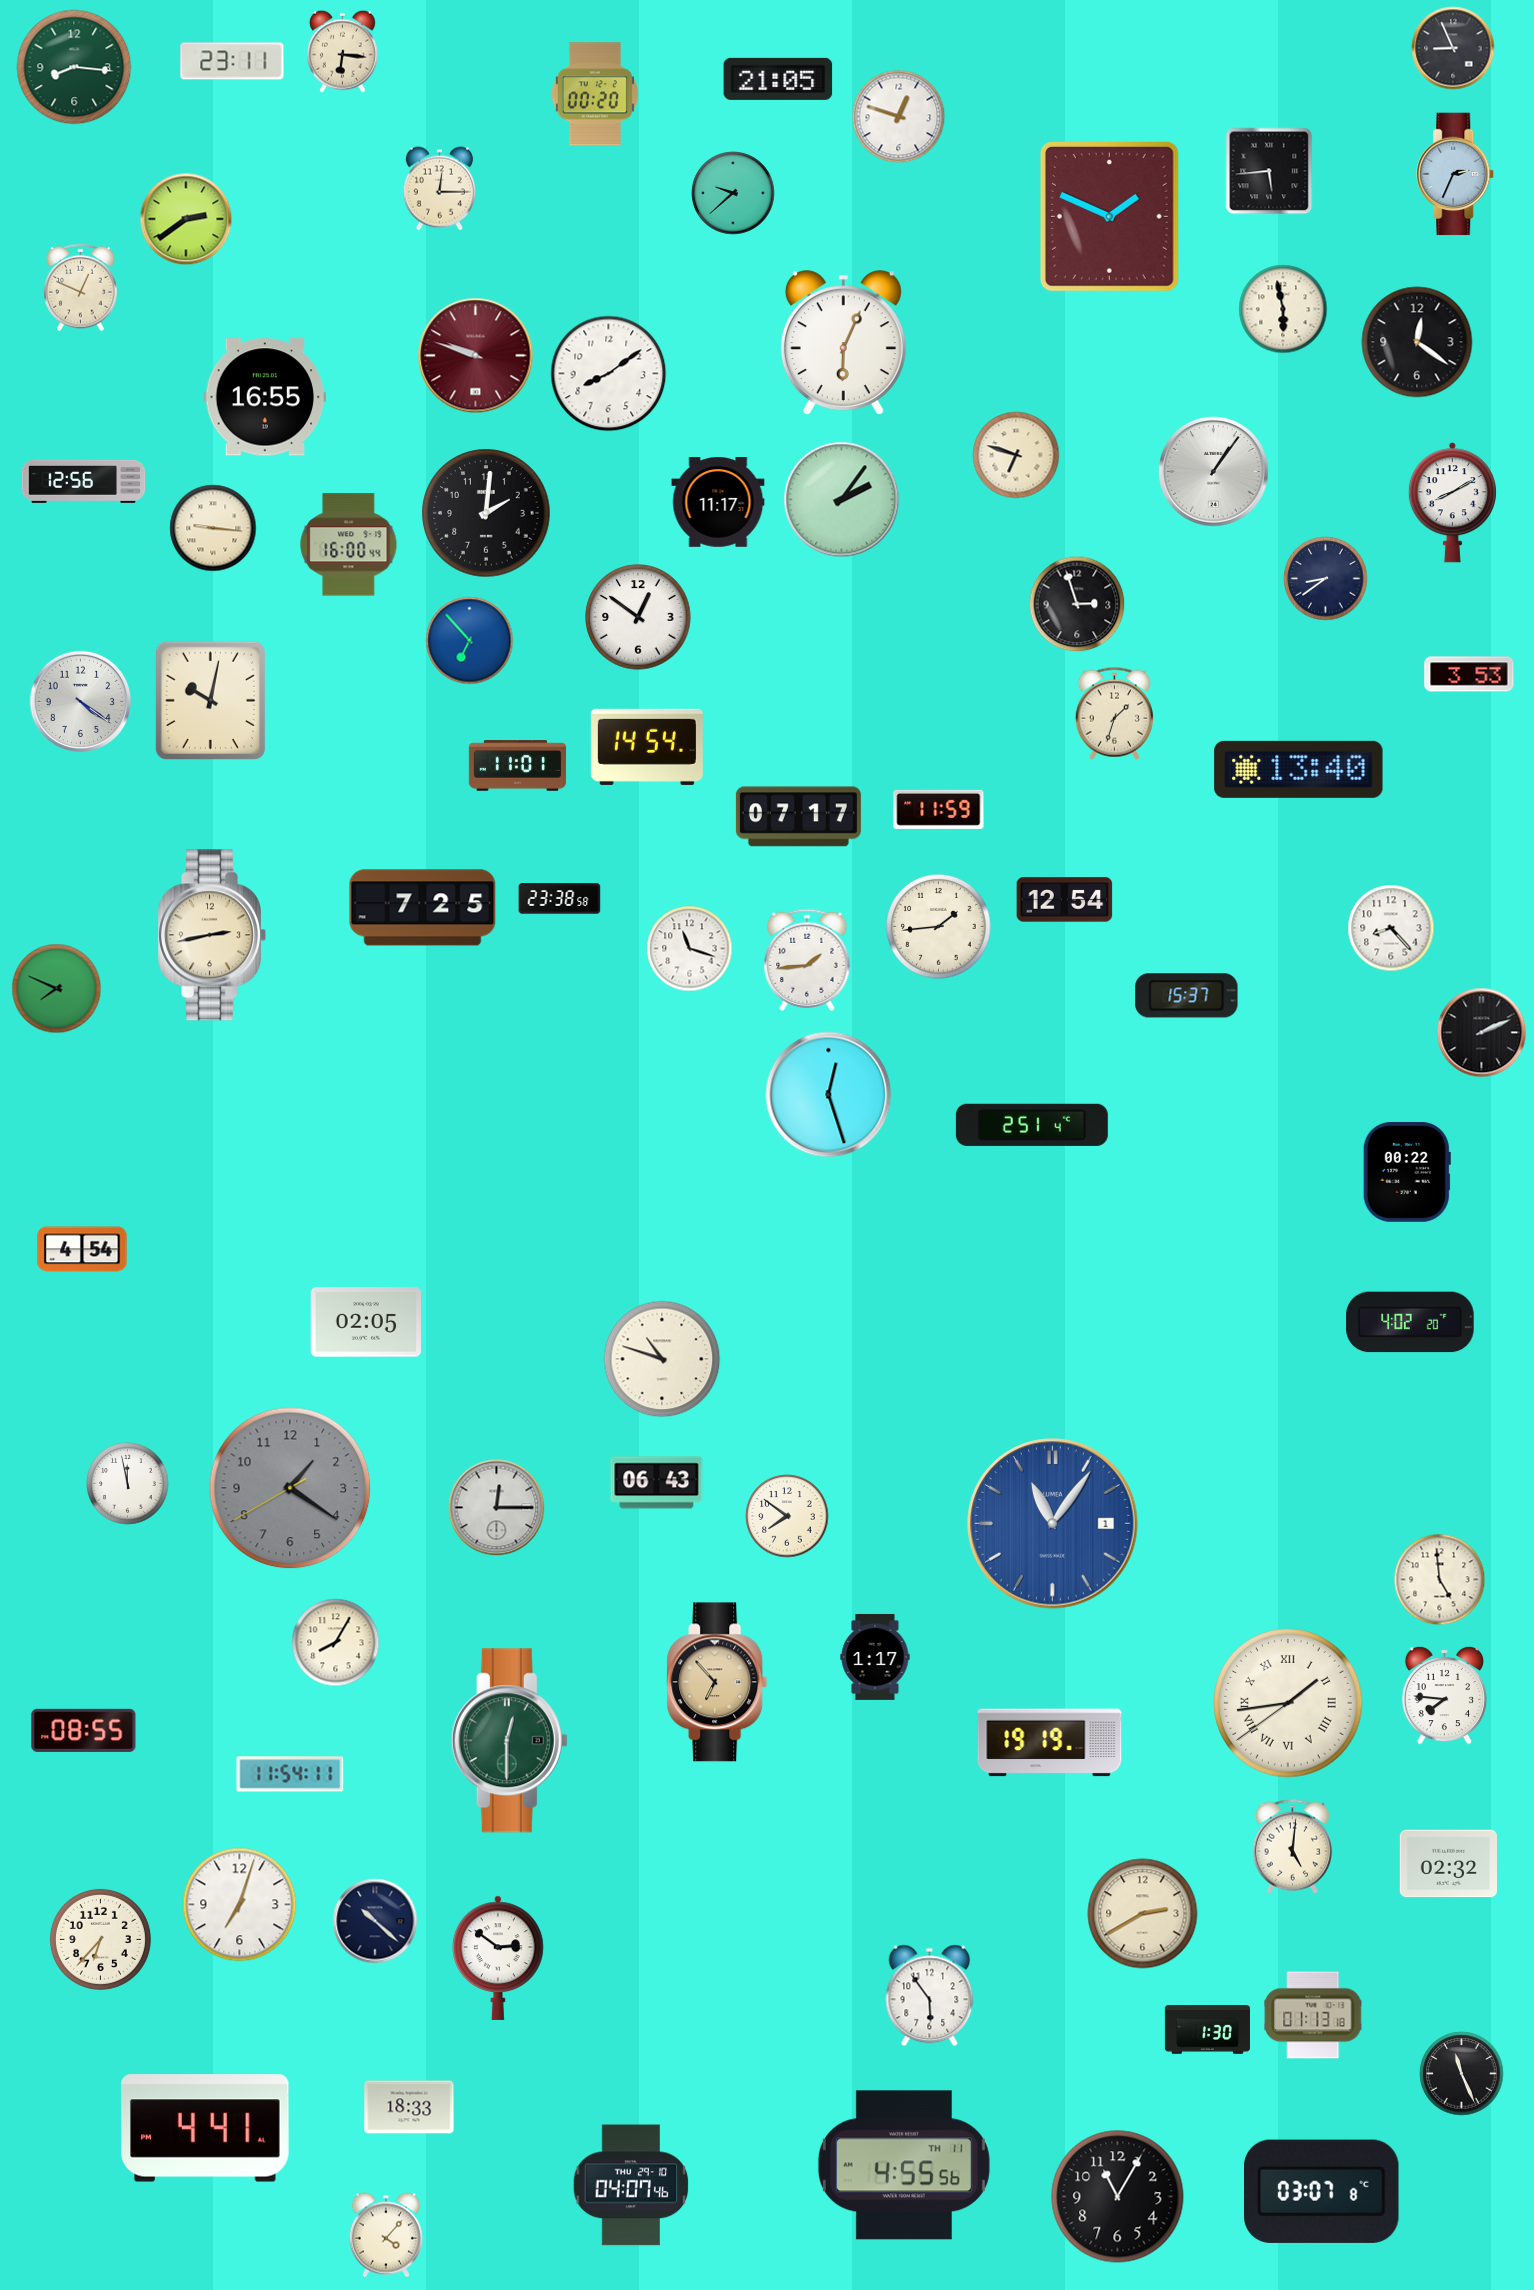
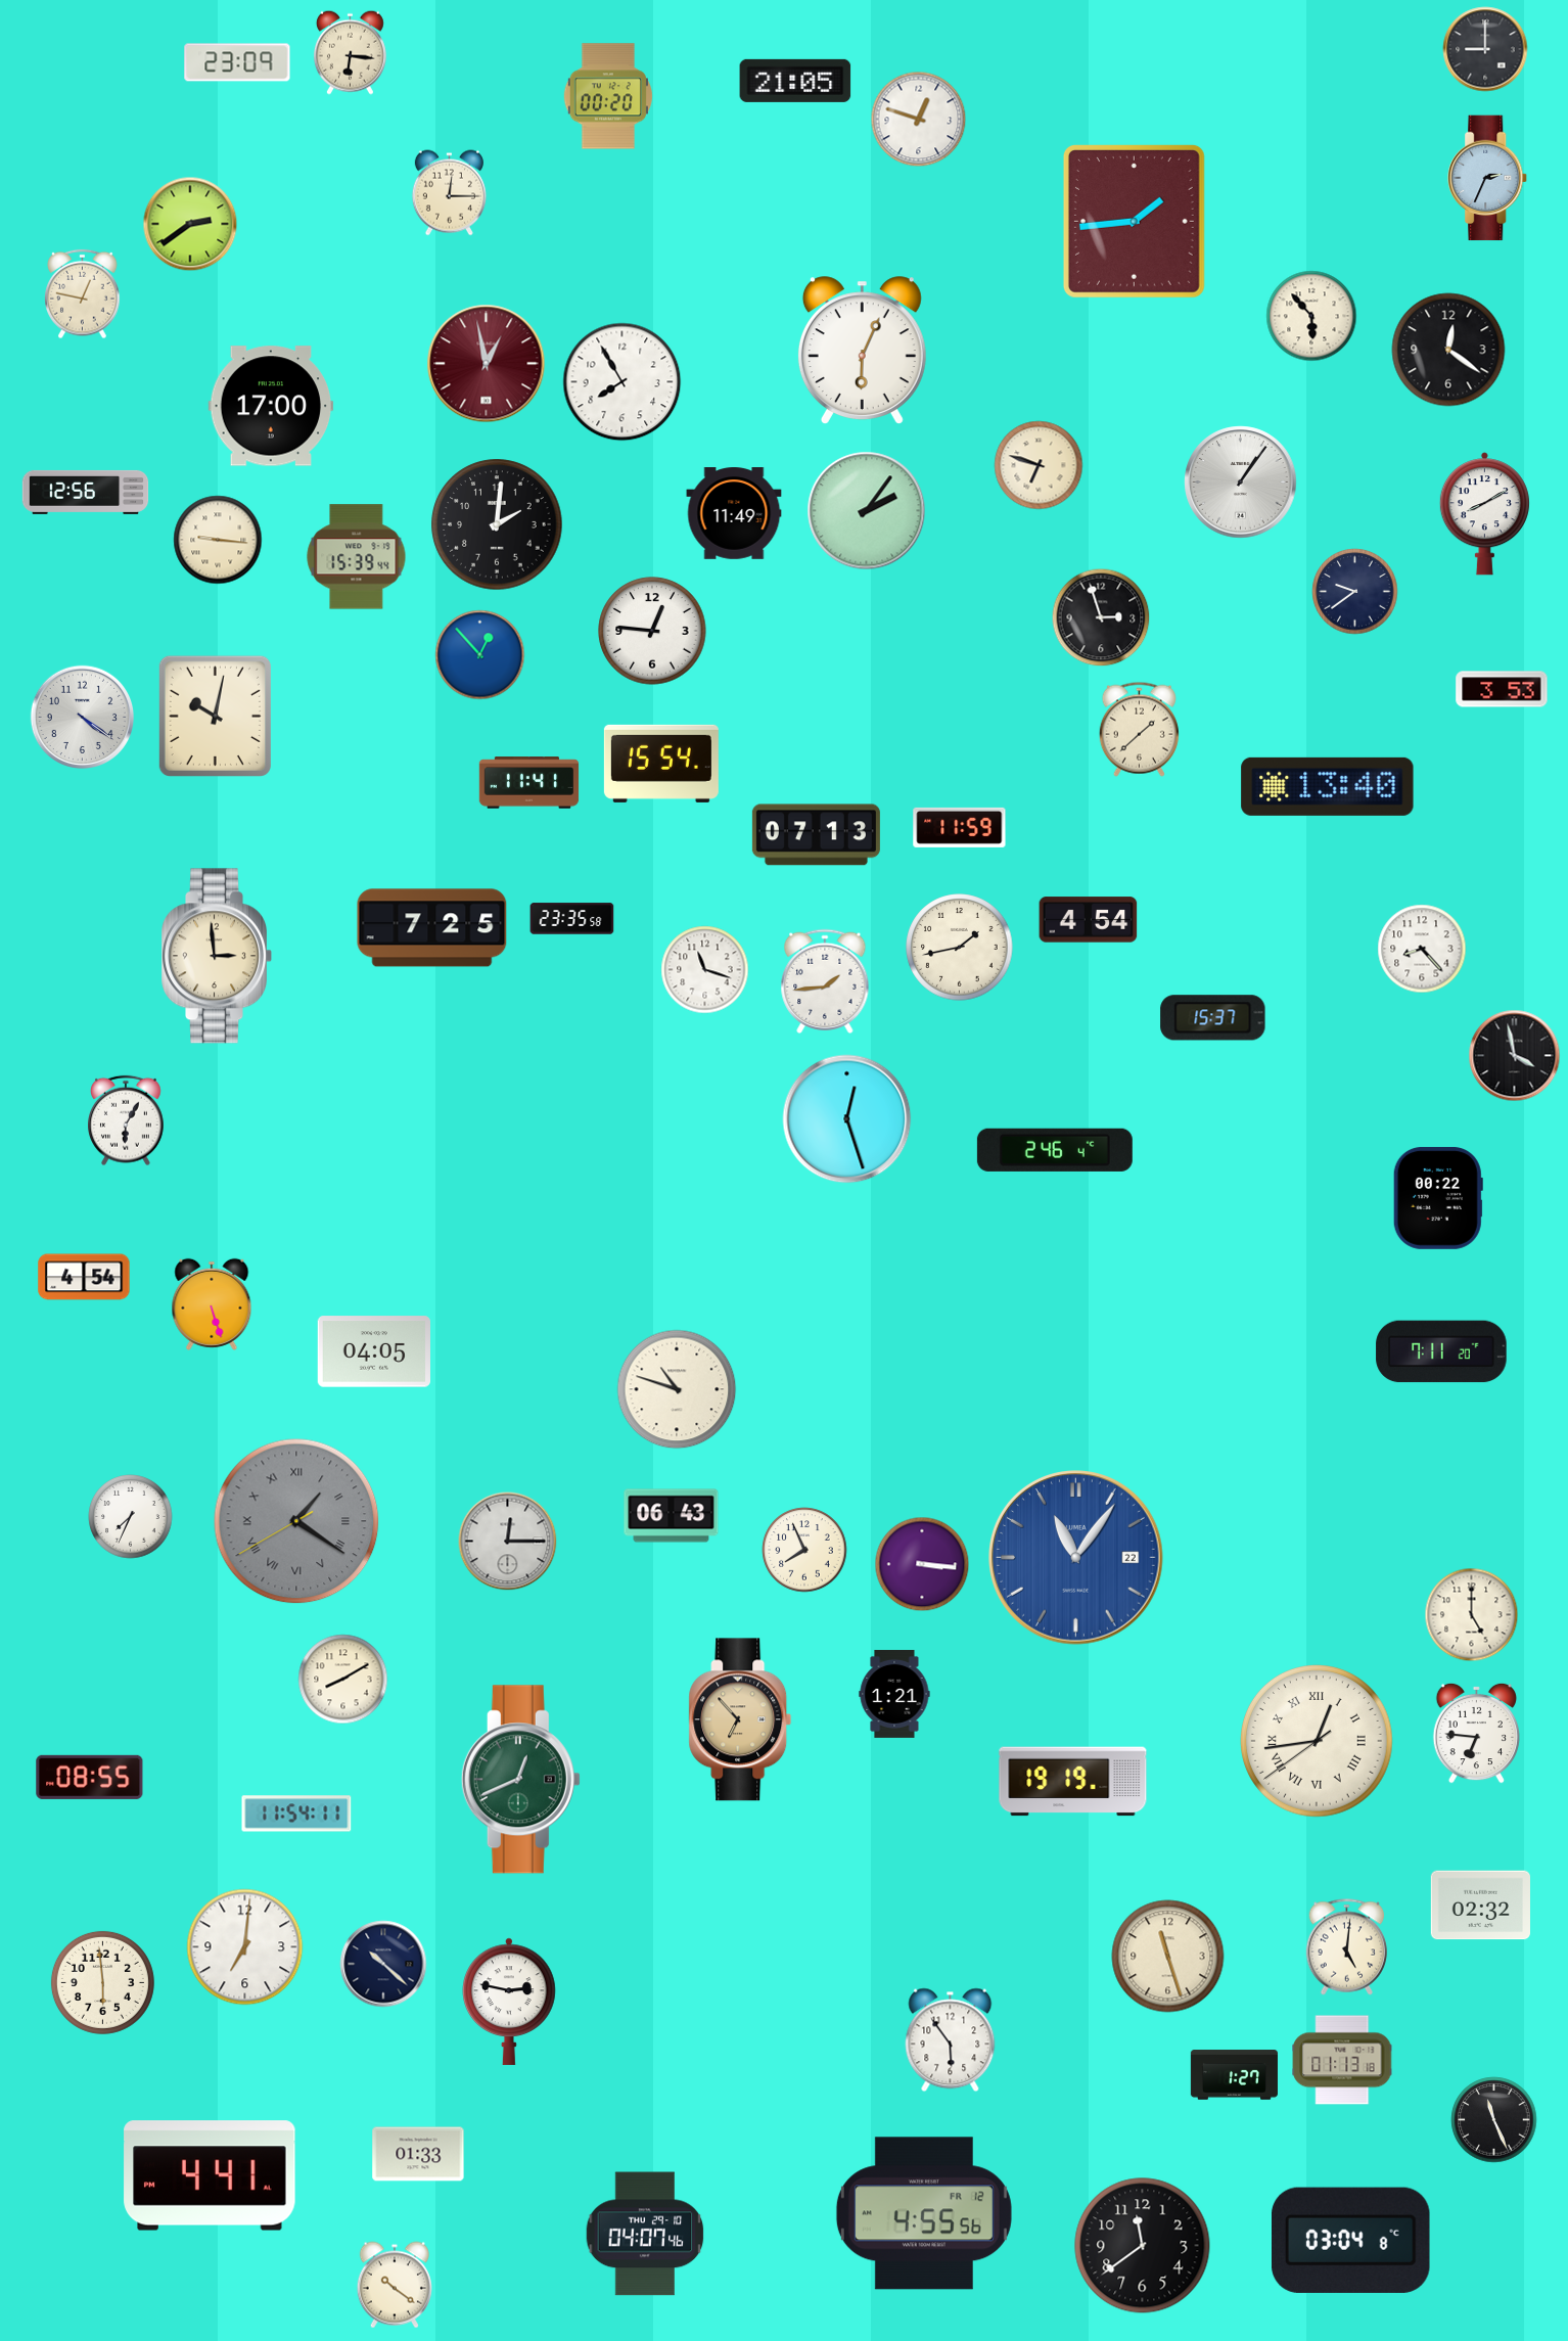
clock at (1453, 48): 8:56 -> 9:00
clock at (232, 61): 23:11 -> 23:09
clock at (74, 67): 8:16 -> none
clock at (1269, 171): 5:44 -> none
clock at (733, 193): 9:38 -> none
clock at (1109, 216): 1:49 -> 1:44
clock at (81, 288): 12:49 -> 12:47
clock at (1283, 309): 5:58 -> 5:53
clock at (476, 356): 9:48 -> 12:58
clock at (609, 374): 8:09 -> 7:55
clock at (265, 397): 16:55 -> 17:00
clock at (842, 500) position: (842, 500) -> (867, 511)
clock at (718, 502): 11:17 -> 11:49
clock at (349, 545): 16:00 -> 15:39
clock at (1326, 579): 8:39 -> 9:39
clock at (638, 617): 12:51 -> 12:46
clock at (470, 641): 6:53 -> 12:53
clock at (1114, 713): 1:33 -> 1:38
clock at (647, 747): 14:54 -> 15:54
clock at (518, 766): 11:01 -> 11:41
clock at (798, 817): 07:17 -> 07:13
clock at (560, 899): 23:38 -> 23:35
clock at (1065, 900): 12:54 -> 4:54
clock at (939, 927): 1:44 -> 1:43
clock at (212, 935): 2:43 -> 2:59
clock at (57, 989): 7:49 -> none
clock at (1482, 1033): 2:11 -> 3:58
clock at (127, 1120): none -> 6:05
clock at (1032, 1125): 2:51 -> 2:46
clock at (212, 1304): none -> 5:27
clock at (365, 1322): 02:05 -> 04:05
clock at (1410, 1322): 4:02 -> 7:11
clock at (128, 1484): 11:58 -> 7:34
clock at (290, 1488) numerals: Arabic -> Roman
clock at (787, 1516): 7:51 -> 7:56
clock at (1053, 1524) date: 1 -> 22
clock at (922, 1564): none -> 3:16
clock at (1440, 1580): 4:59 -> 5:00
clock at (336, 1643): 8:05 -> 8:10
clock at (875, 1657): 1:17 -> 1:21
clock at (717, 1682) position: (717, 1682) -> (740, 1719)
clock at (1444, 1695): 7:46 -> 6:46
clock at (1289, 1704): 1:43 -> 12:43
clock at (84, 1730) position: (84, 1730) -> (90, 1777)
clock at (509, 1741): 12:30 -> 12:41
clock at (1293, 1847) position: (1293, 1847) -> (1347, 1947)
clock at (240, 1905): 7:03 -> 7:01
clock at (1143, 1914): 2:40 -> 11:27
clock at (100, 1939): 6:37 -> 5:59
clock at (498, 1958): 2:51 -> 2:47
clock at (1207, 2030): 1:30 -> 1:27
clock at (409, 2107): 18:33 -> 01:33
clock at (904, 2165) date: TH 11 -> FR 12
clock at (1322, 2191): 03:07 -> 03:04
clock at (1118, 2197): 11:05 -> 11:39
clock at (386, 2235): 4:07 -> 10:21
